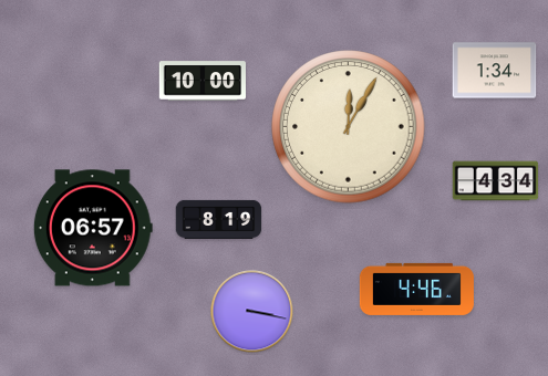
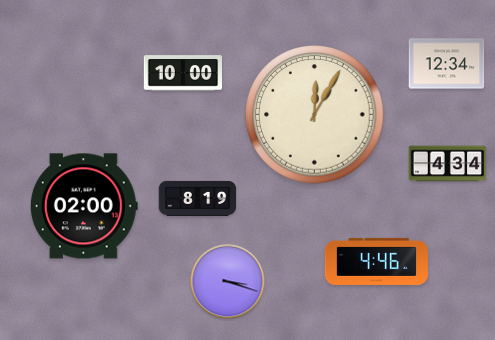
clock at (495, 71): 1:34 -> 12:34
clock at (93, 228): 06:57 -> 02:00
clock at (252, 312): 3:17 -> 3:18
